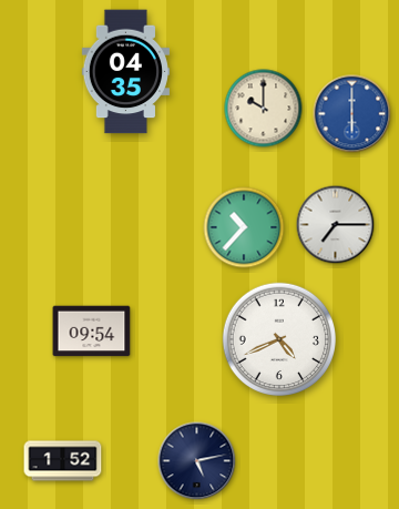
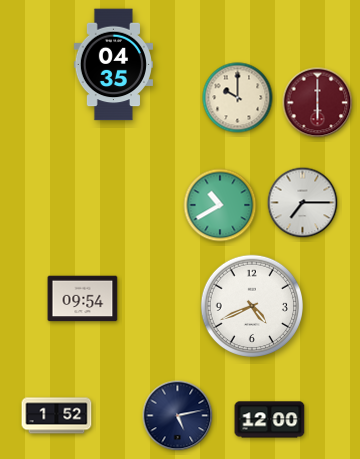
clock at (352, 114) dial: blue -> burgundy
clock at (244, 227): 10:37 -> 10:40
clock at (270, 420): none -> 12:00
